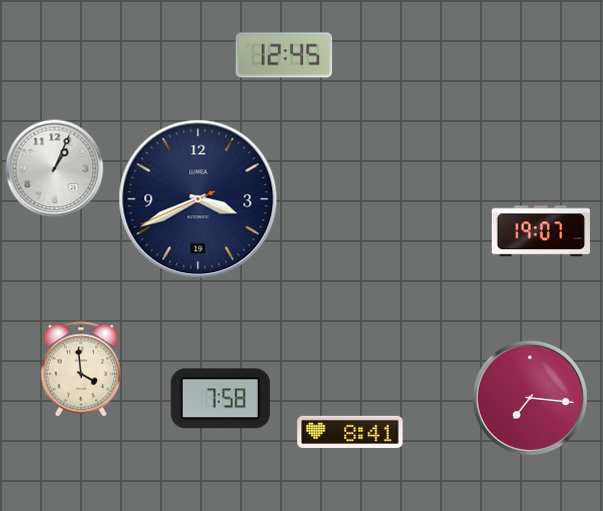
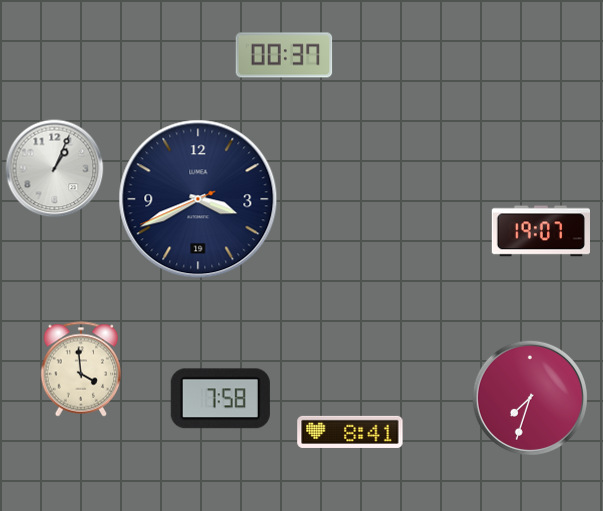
clock at (284, 55): 12:45 -> 00:37
clock at (530, 398): 7:16 -> 7:33
